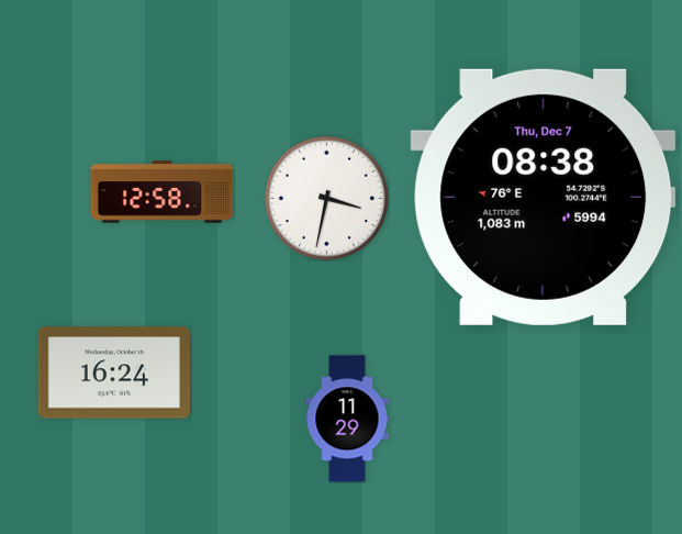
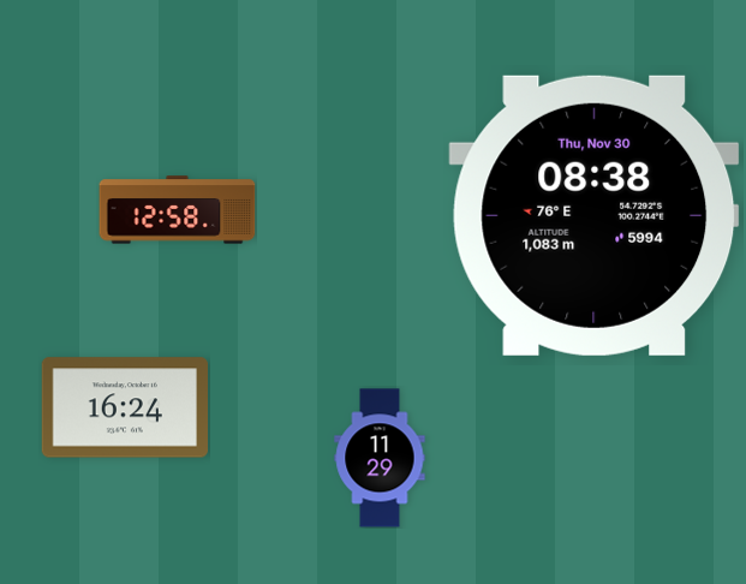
clock at (544, 197) date: Thu, Dec 7 -> Thu, Nov 30
clock at (326, 198): 3:32 -> none
